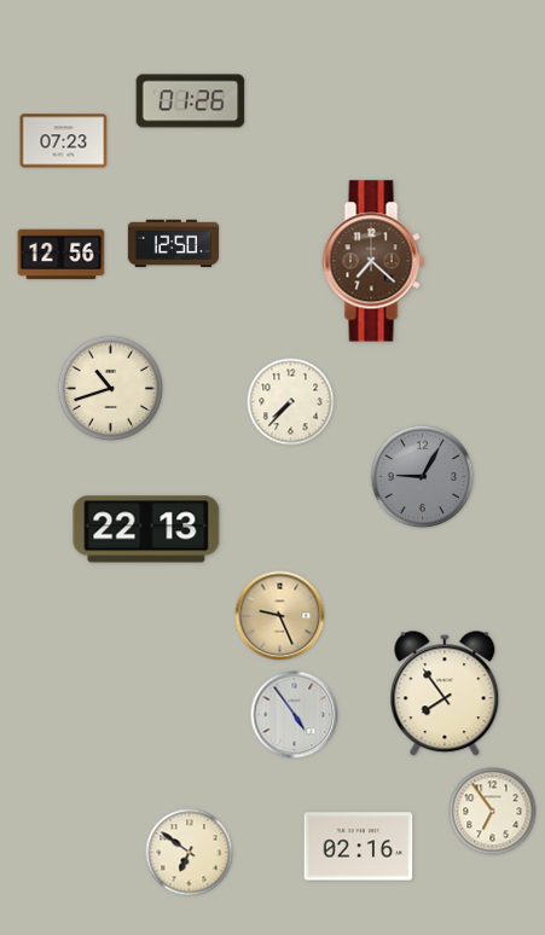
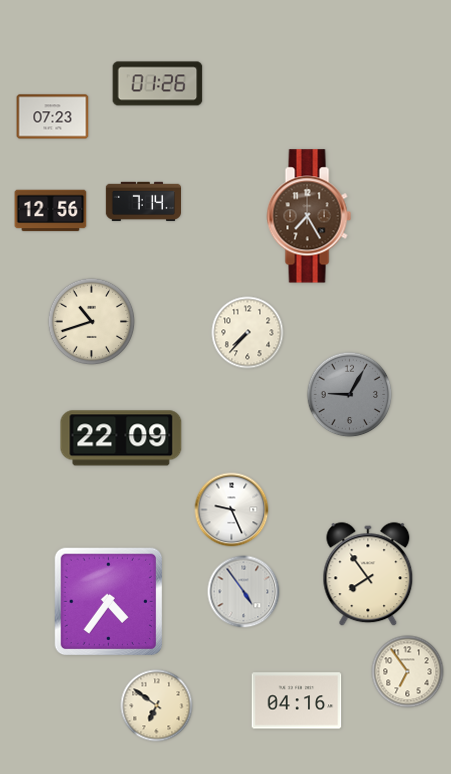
clock at (173, 244): 12:50 -> 7:14
clock at (373, 261): 7:22 -> 7:25
clock at (291, 402) position: (291, 402) -> (248, 333)
clock at (146, 529): 22:13 -> 22:09
clock at (280, 616) dial: champagne -> white
clock at (109, 602): none -> 4:36
clock at (359, 847): 02:16 -> 04:16
